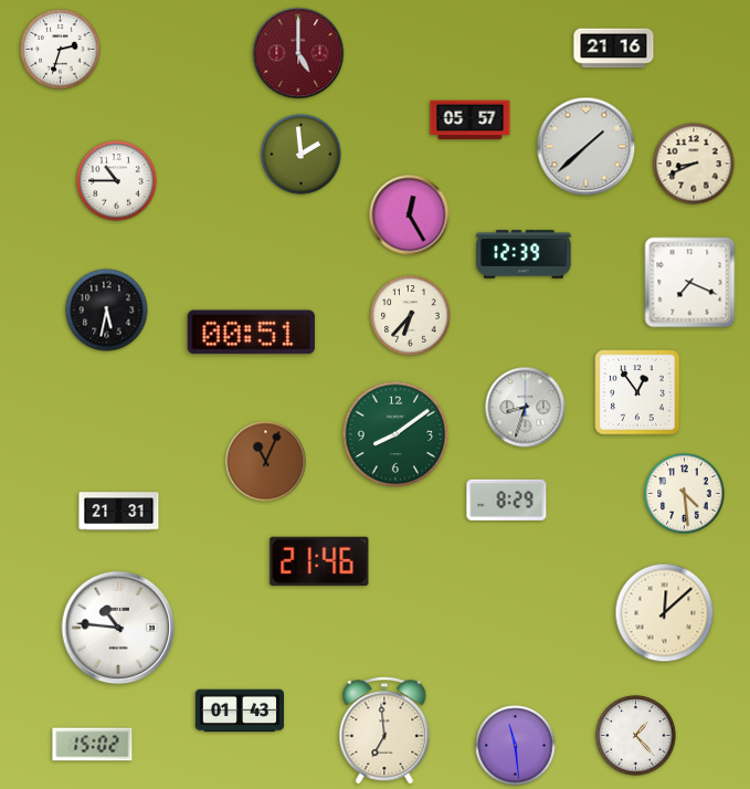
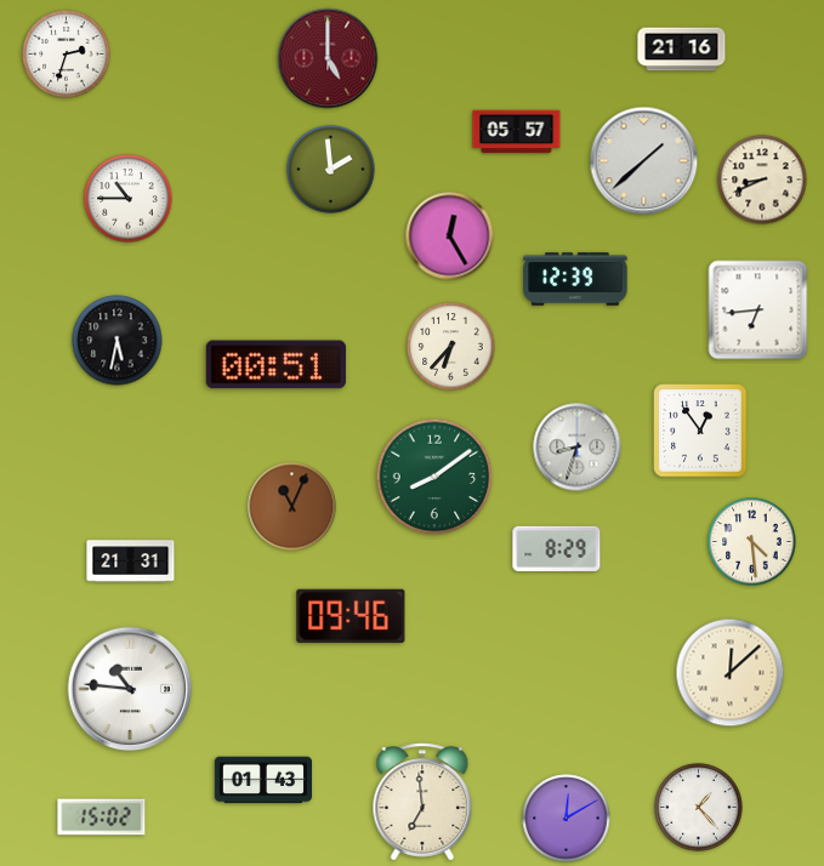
clock at (614, 49) position: (614, 49) -> (682, 50)
clock at (690, 283): 7:19 -> 6:44
clock at (319, 561): 21:46 -> 09:46
clock at (516, 746): 11:29 -> 12:10
